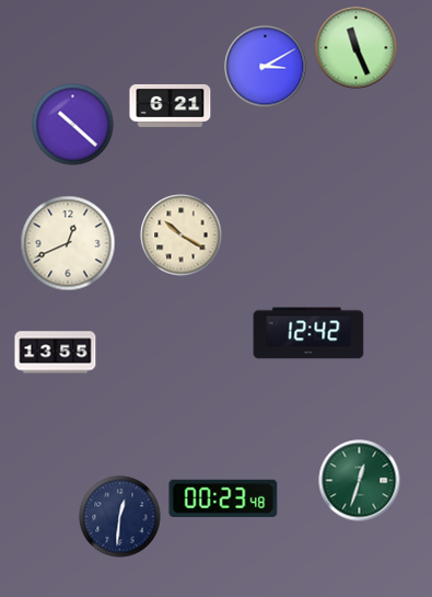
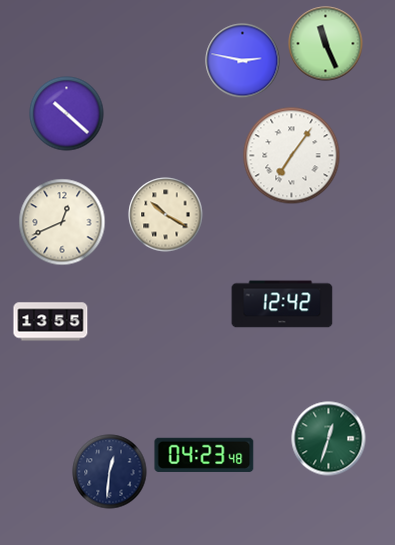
clock at (266, 67): 3:10 -> 2:47
clock at (171, 105): 6:21 -> none
clock at (292, 156): none -> 7:06
clock at (223, 498): 00:23 -> 04:23
